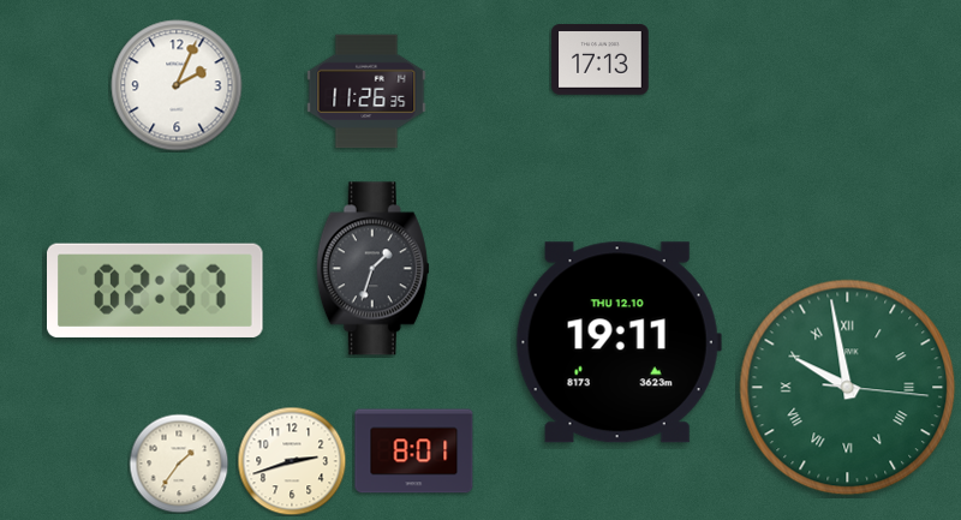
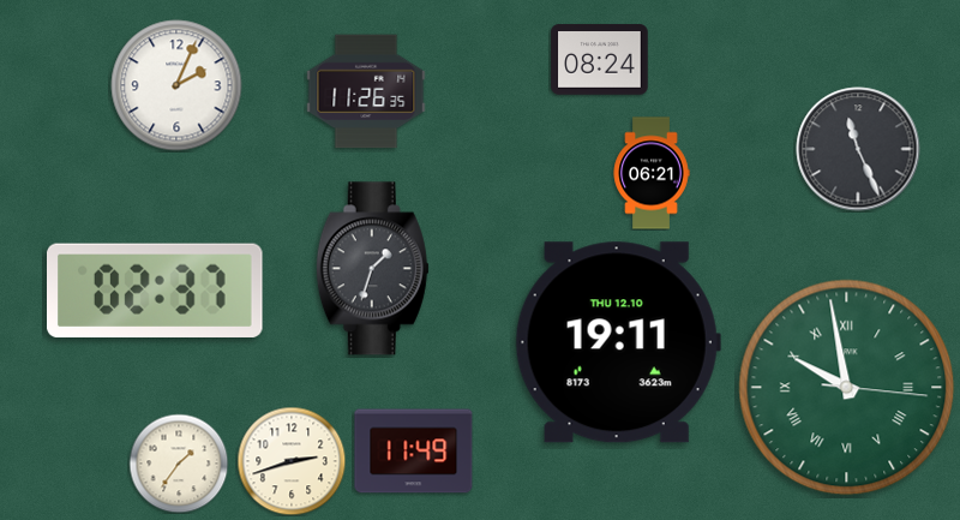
clock at (601, 60): 17:13 -> 08:24
clock at (858, 149): none -> 11:26
clock at (652, 173): none -> 06:21
clock at (414, 452): 8:01 -> 11:49
